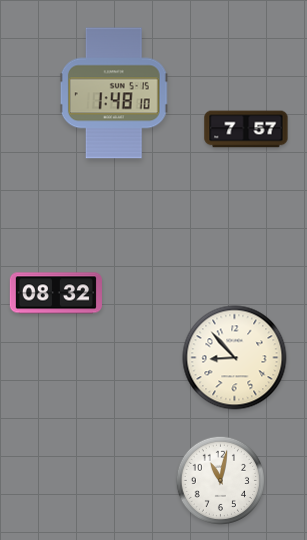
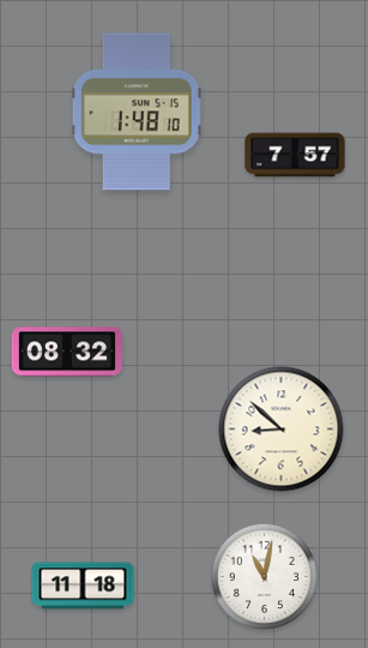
clock at (235, 358): 8:53 -> 8:52
clock at (83, 586): none -> 11:18
